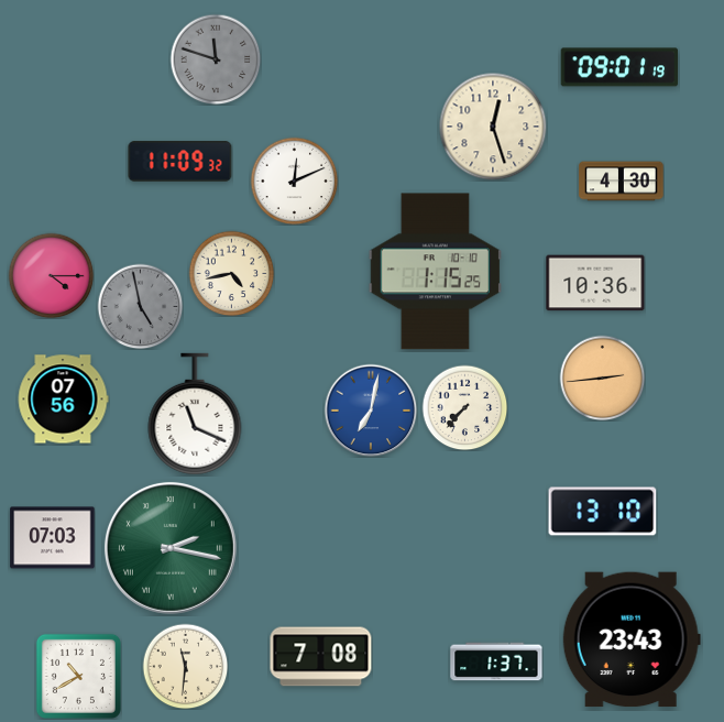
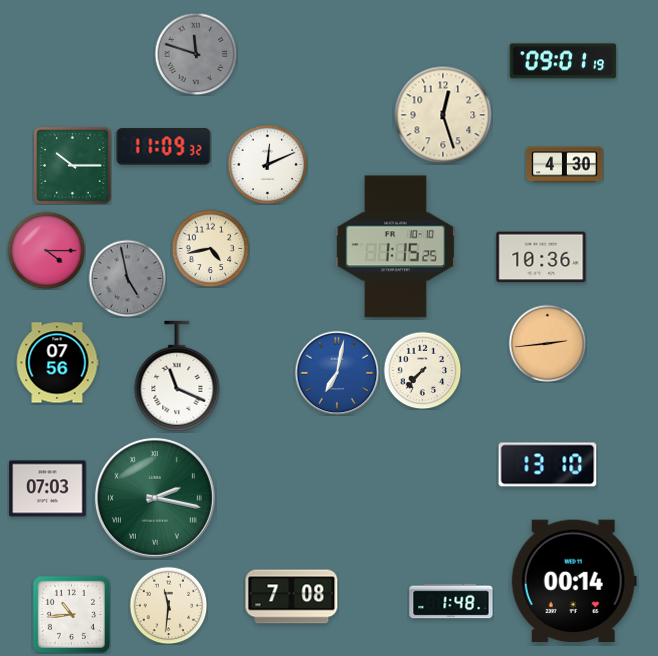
clock at (493, 127) position: (493, 127) -> (443, 115)
clock at (73, 166): none -> 10:15
clock at (632, 639): 23:43 -> 00:14
clock at (496, 661): 1:37 -> 1:48
clock at (78, 676): 10:40 -> 10:44
